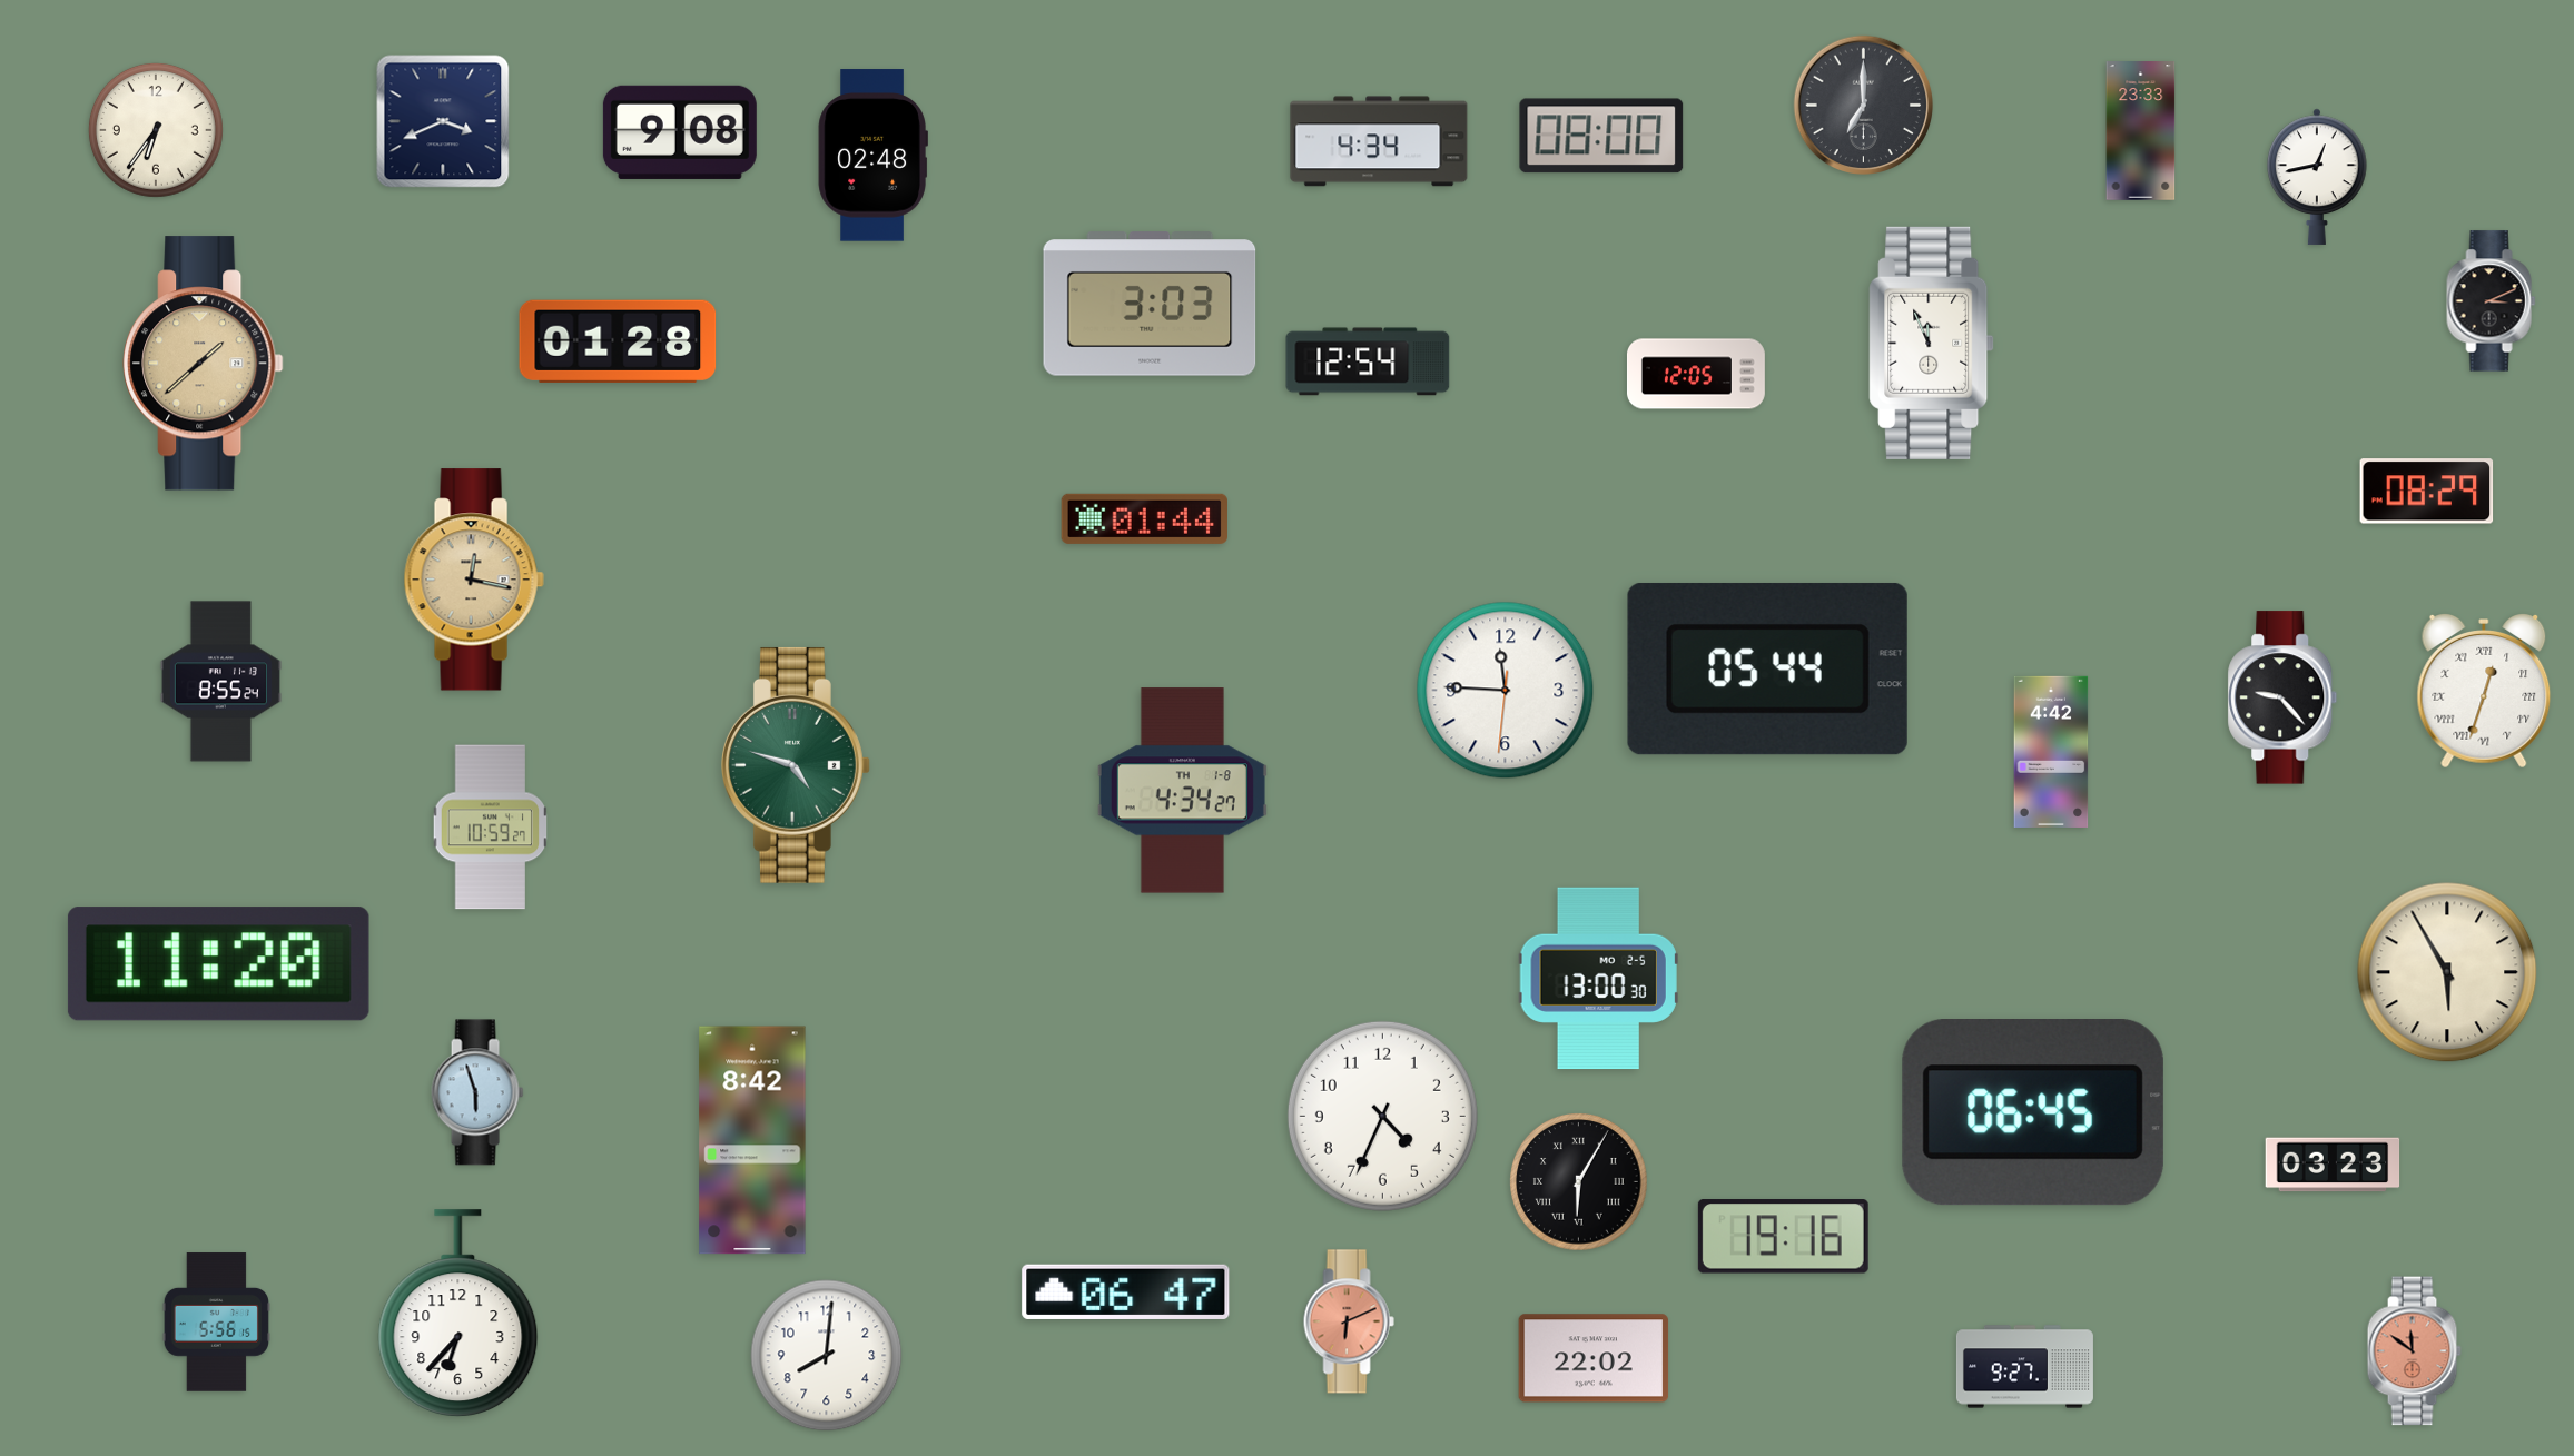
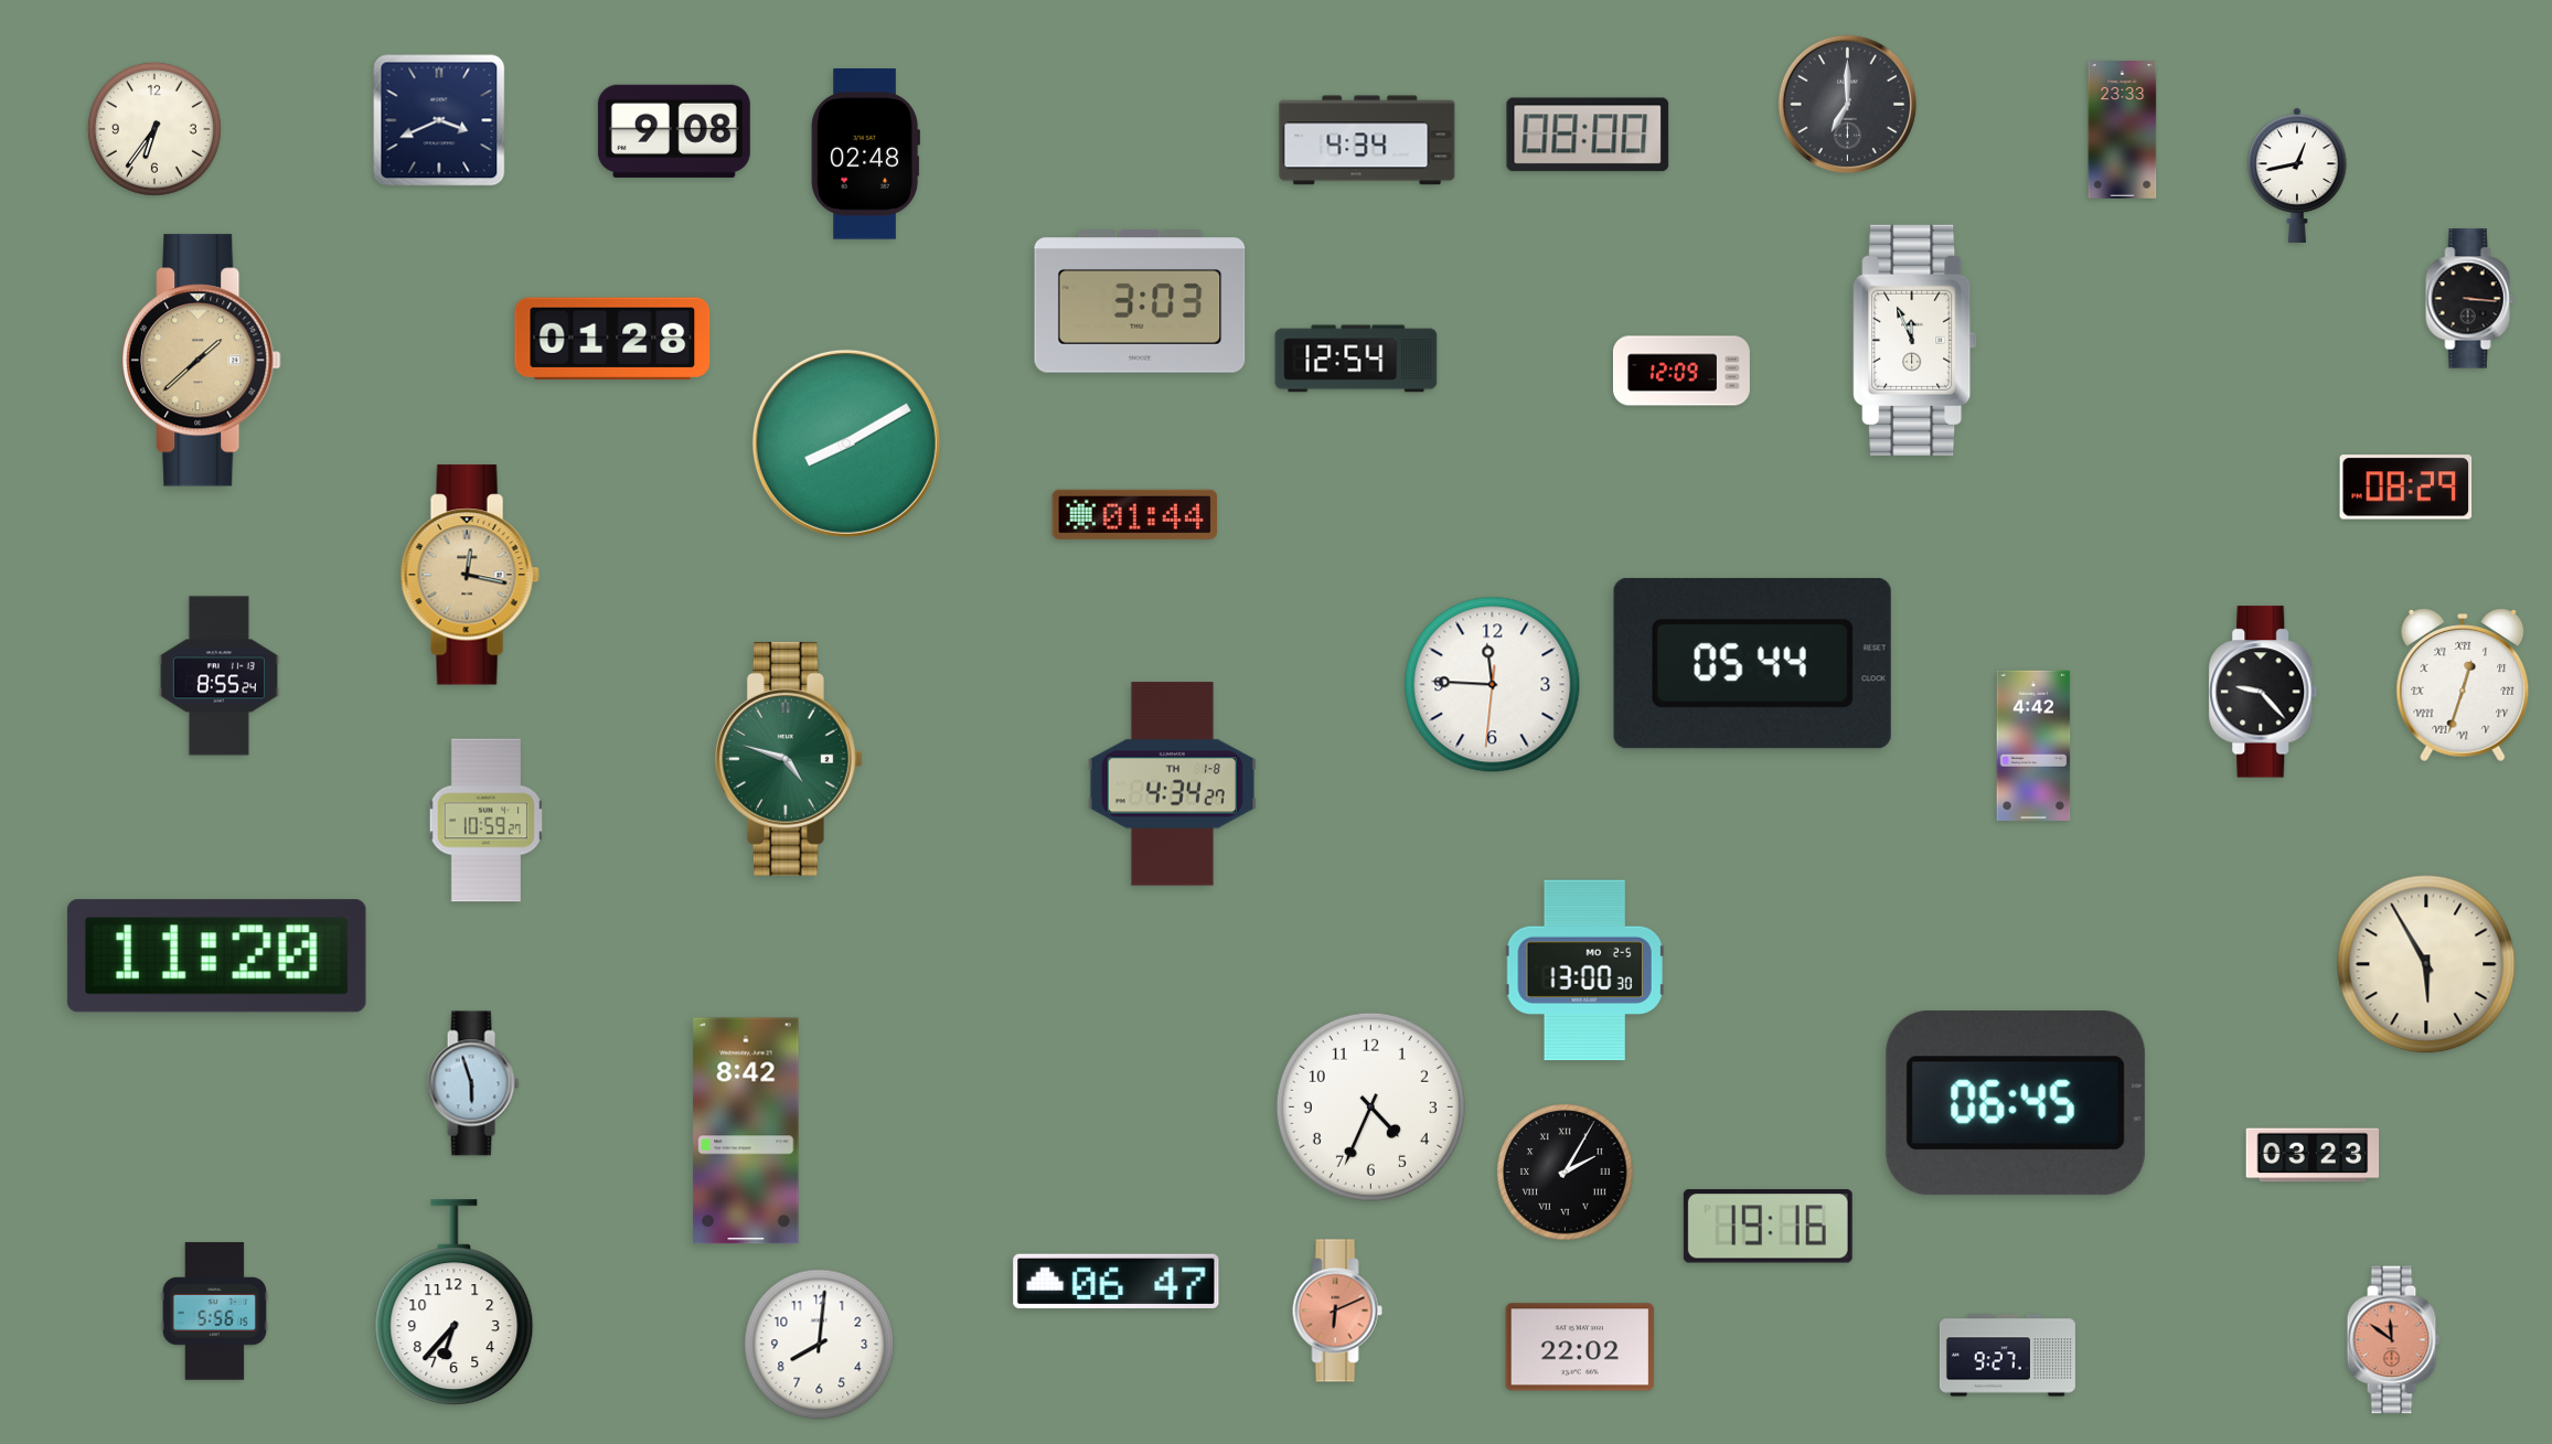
clock at (2492, 301): 3:11 -> 3:16
clock at (1696, 374): 12:05 -> 12:09
clock at (846, 443): none -> 8:10
clock at (1579, 1182): 6:05 -> 2:05
